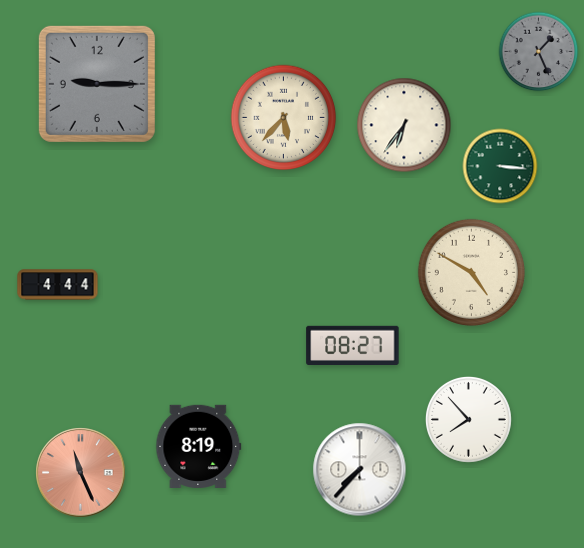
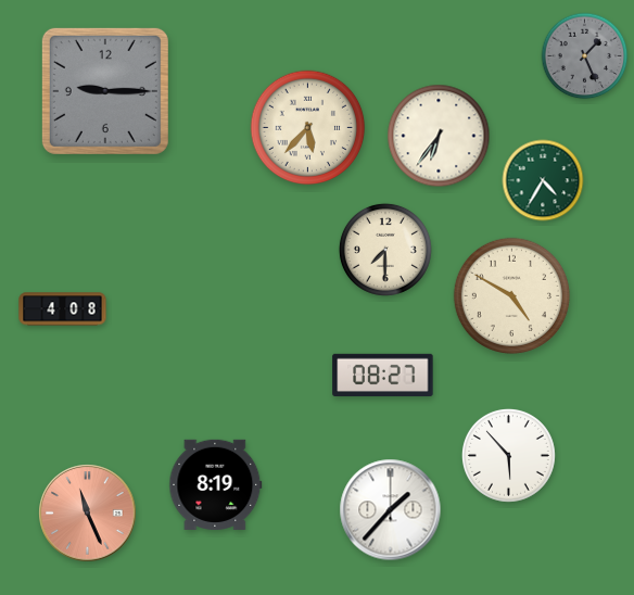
clock at (500, 166): 3:16 -> 4:35
clock at (385, 250): none -> 7:30
clock at (58, 285): 4:44 -> 4:08
clock at (468, 419): 7:53 -> 5:53
clock at (360, 470): 7:37 -> 1:37
